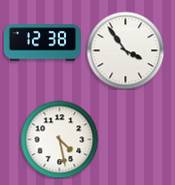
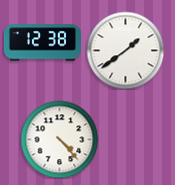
clock at (125, 50): 3:54 -> 1:39
clock at (59, 139): 4:28 -> 4:23
